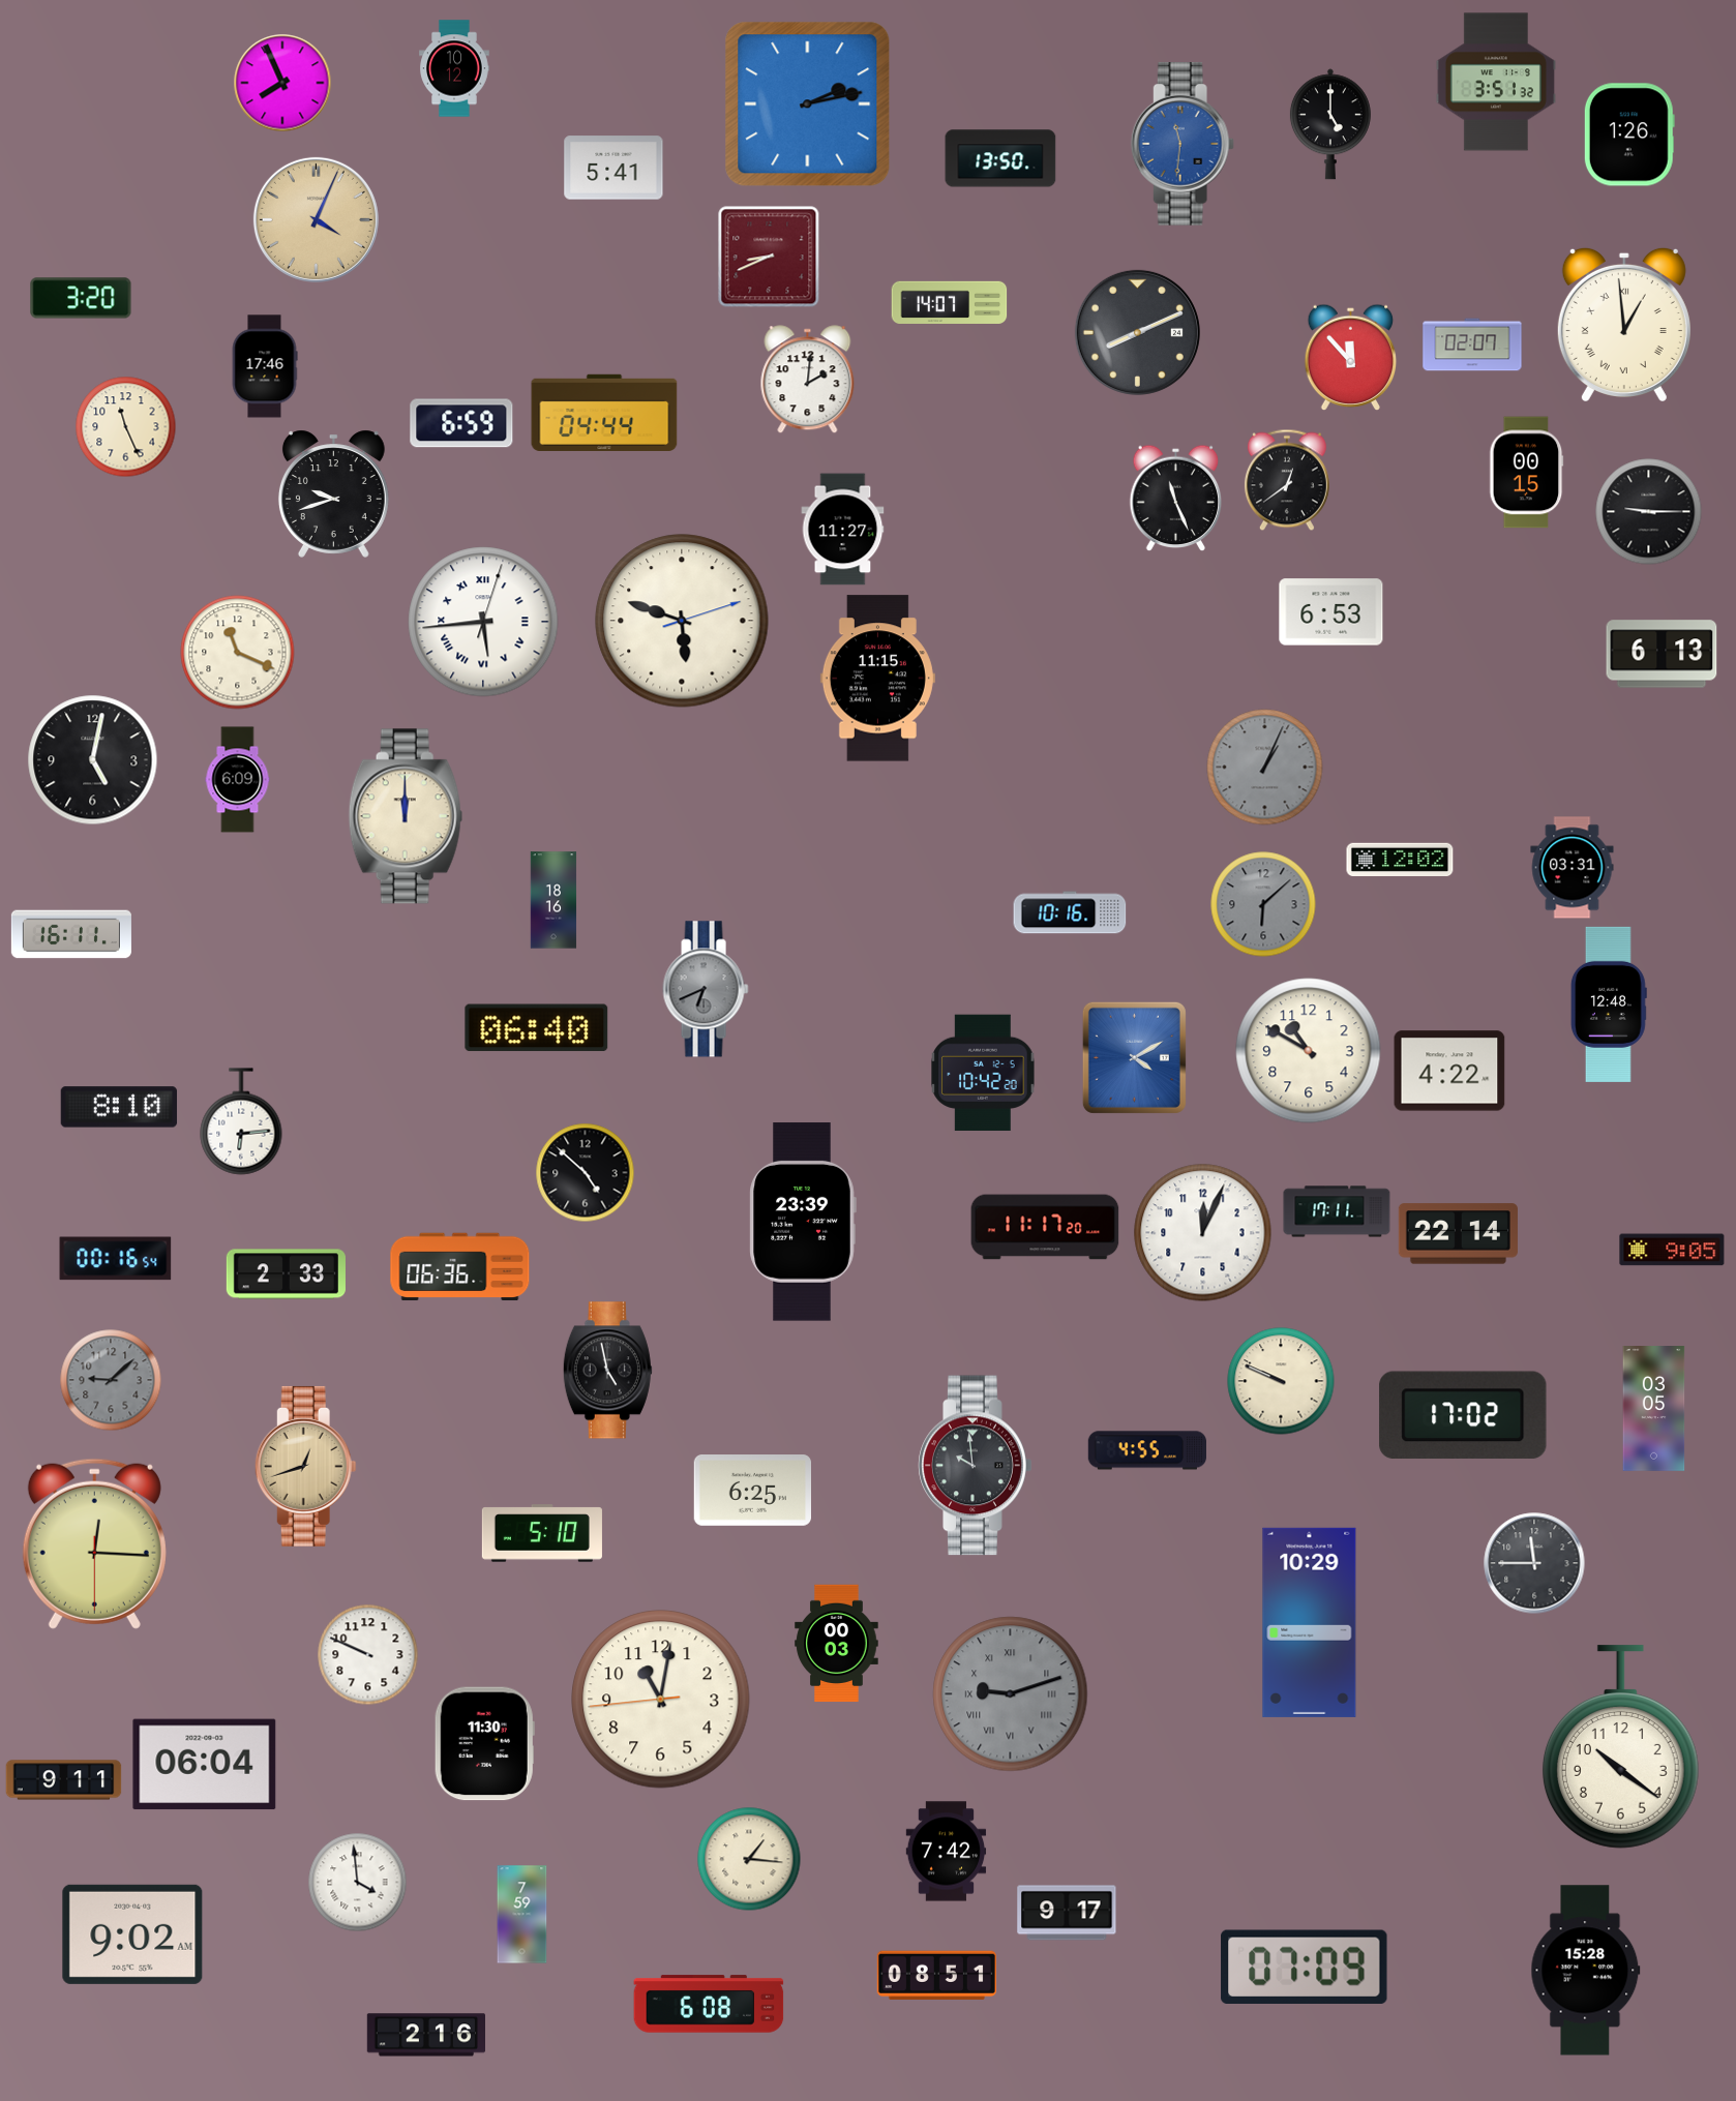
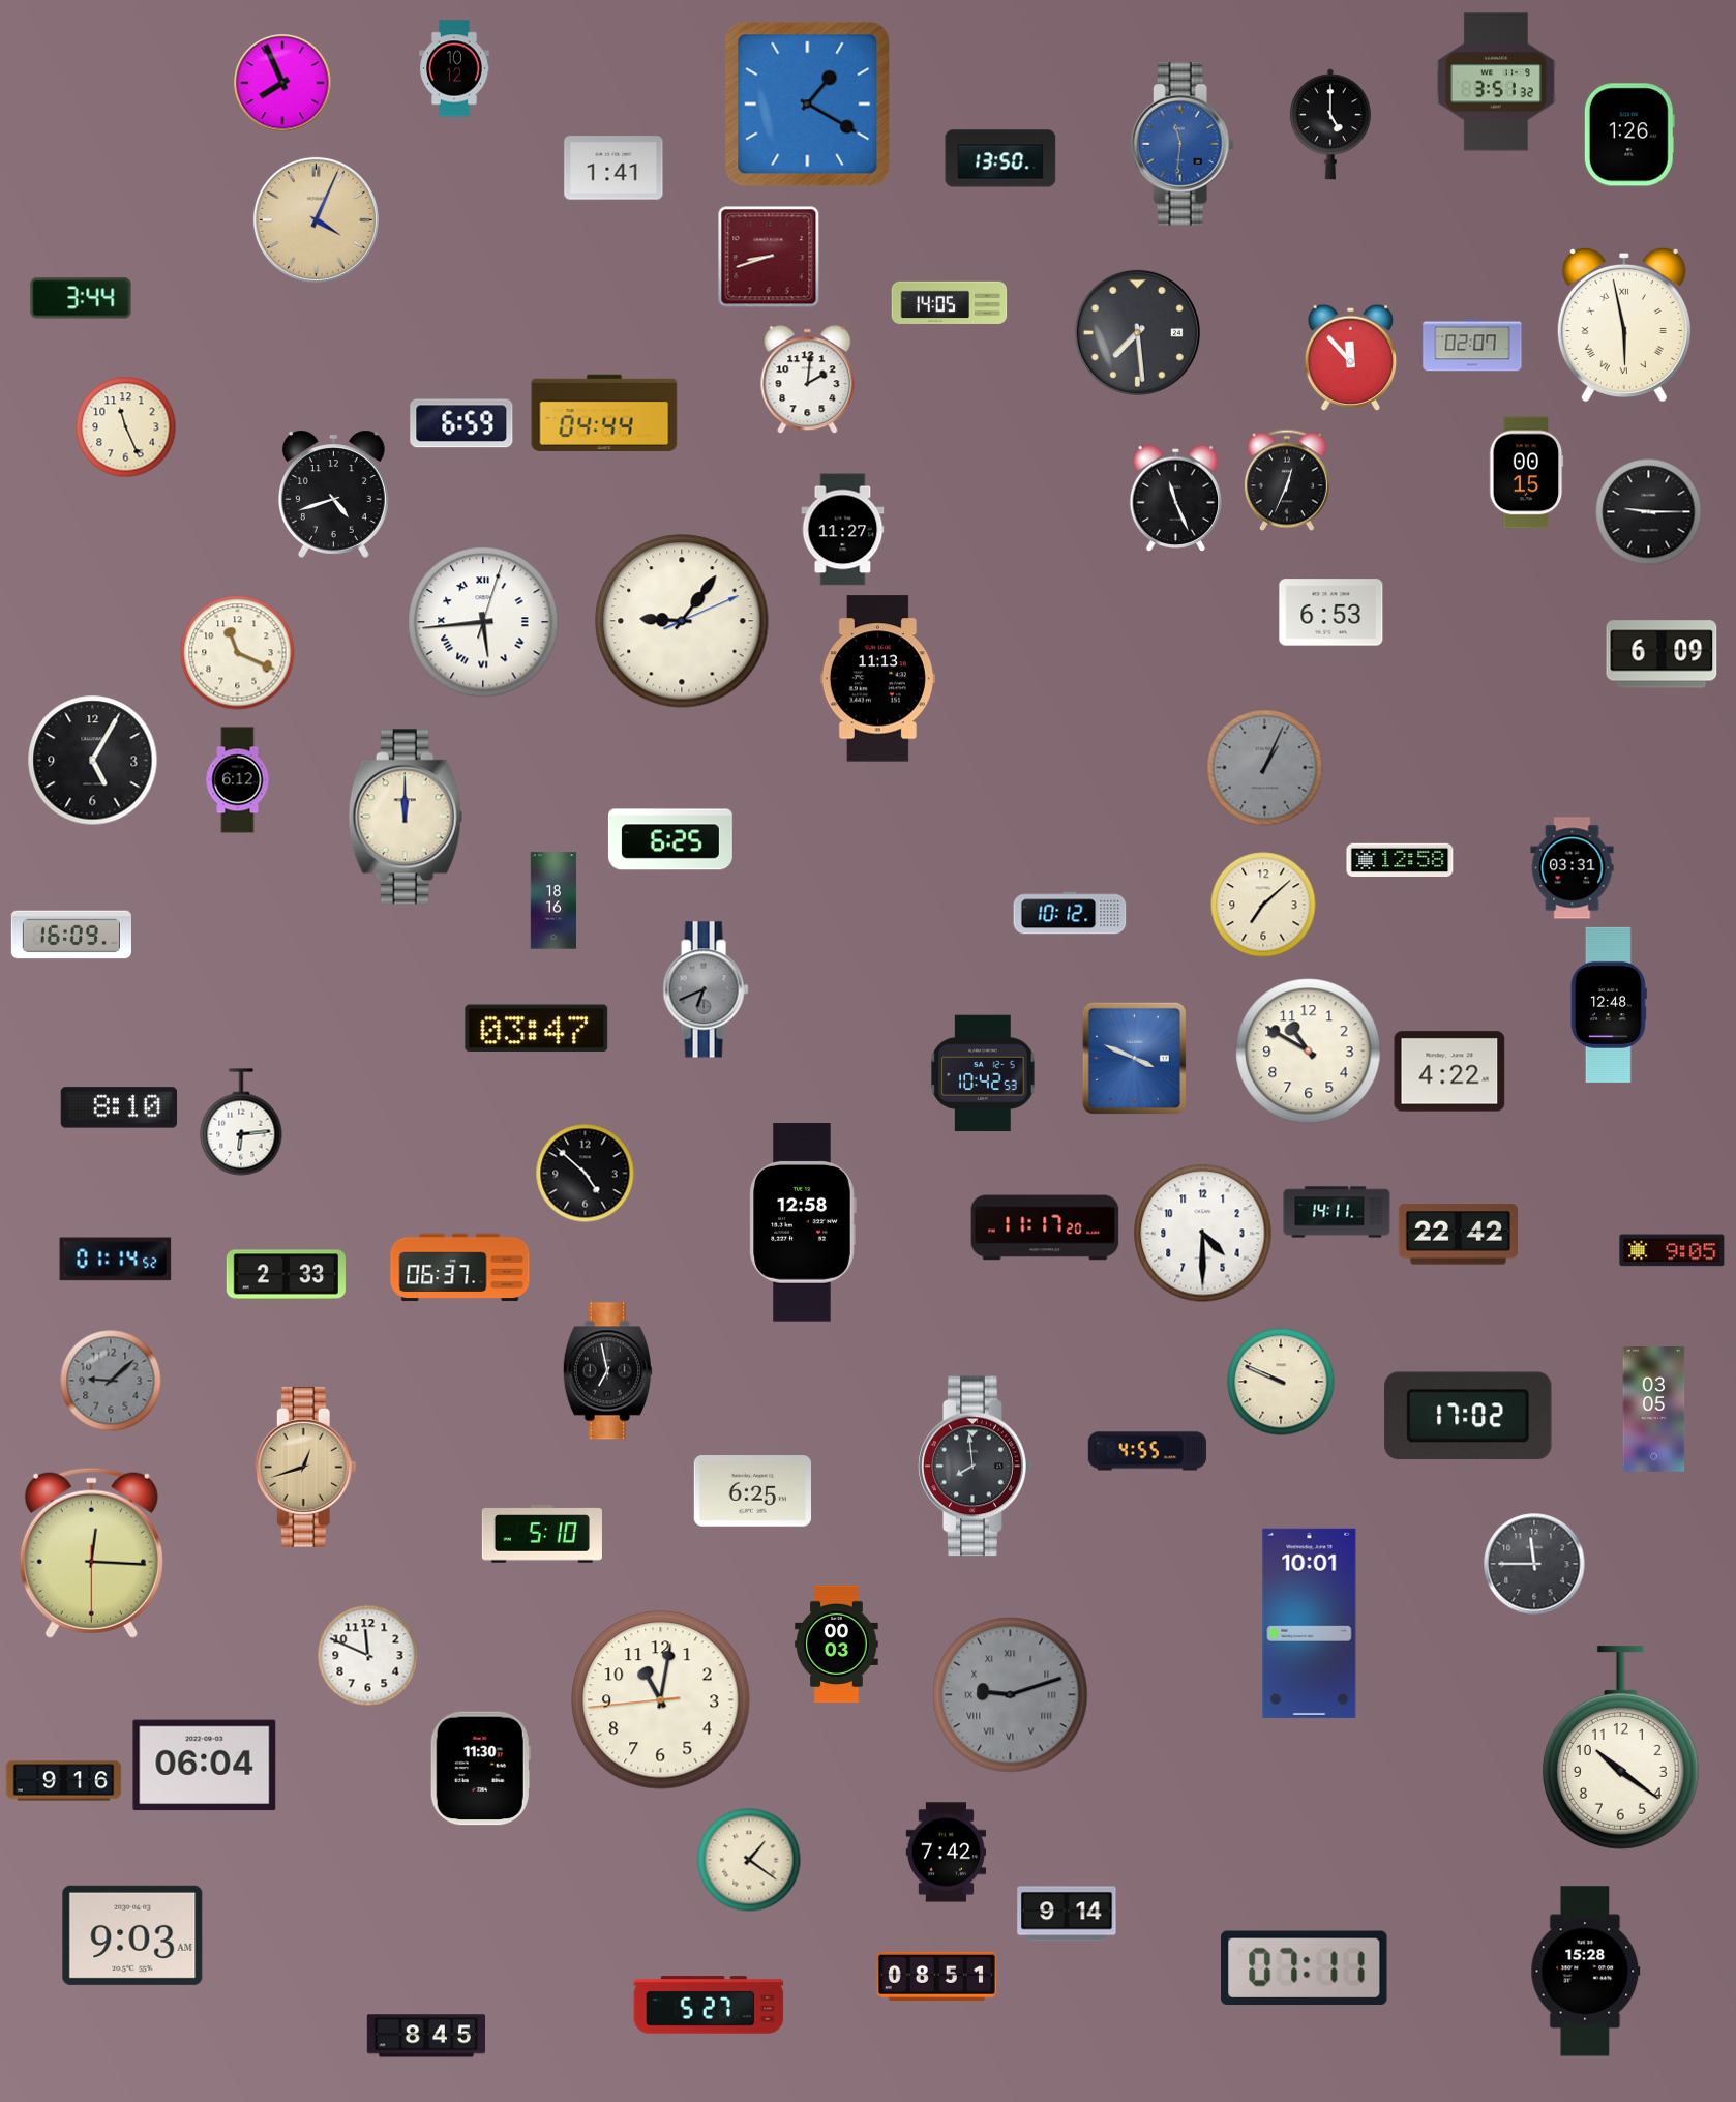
clock at (808, 104): 2:13 -> 1:20
clock at (613, 168): 5:41 -> 1:41
clock at (769, 257): 8:41 -> 8:42
clock at (81, 298): 3:20 -> 3:44
clock at (950, 302): 14:07 -> 14:05
clock at (1624, 324): 12:59 -> 5:58
clock at (1137, 332): 8:11 -> 7:29
clock at (265, 366): 17:46 -> none
clock at (1287, 480): 12:39 -> 12:34
clock at (333, 493): 9:42 -> 4:42
clock at (682, 621): 5:48 -> 9:06
clock at (1662, 654): 6:13 -> 6:09
clock at (877, 679): 11:15 -> 11:13
clock at (93, 760): 5:02 -> 5:05
clock at (238, 780): 6:09 -> 6:12
clock at (670, 839): none -> 6:25
clock at (1400, 860): 12:02 -> 12:58
clock at (1263, 904): 6:08 -> 7:08
clock at (1263, 904) dial: grey -> cream
clock at (1070, 912): 10:16 -> 10:12
clock at (71, 934): 16:11 -> 16:09
clock at (537, 1028): 06:40 -> 03:47
clock at (1134, 1057): 4:10 -> 3:49
clock at (983, 1073): 10:42:20 -> 10:42:53
clock at (1337, 1211): 17:11 -> 14:11
clock at (803, 1222): 23:39 -> 12:58
clock at (1203, 1233): 12:04 -> 4:30
clock at (1458, 1234): 22:14 -> 22:42
clock at (116, 1259): 00:16 -> 01:14
clock at (460, 1267): 06:36 -> 06:37
clock at (607, 1371): 4:58 -> 6:58
clock at (1463, 1415) position: (1463, 1415) -> (1468, 1416)
clock at (976, 1466): 9:59 -> 7:59
clock at (94, 1543) position: (94, 1543) -> (91, 1552)
clock at (1310, 1622): 10:29 -> 10:01
clock at (368, 1655): 9:49 -> 11:49
clock at (484, 1744) position: (484, 1744) -> (480, 1769)
clock at (64, 1780): 9:11 -> 9:16
clock at (749, 1859): 1:16 -> 1:21
clock at (358, 1883): 3:59 -> none
clock at (1067, 1913): 9:17 -> 9:14
clock at (522, 1915): 7:59 -> none
clock at (132, 1934): 9:02 -> 9:03
clock at (1305, 1968): 07:09 -> 07:11
clock at (709, 2004): 6:08 -> 5:27
clock at (425, 2035): 2:16 -> 8:45
